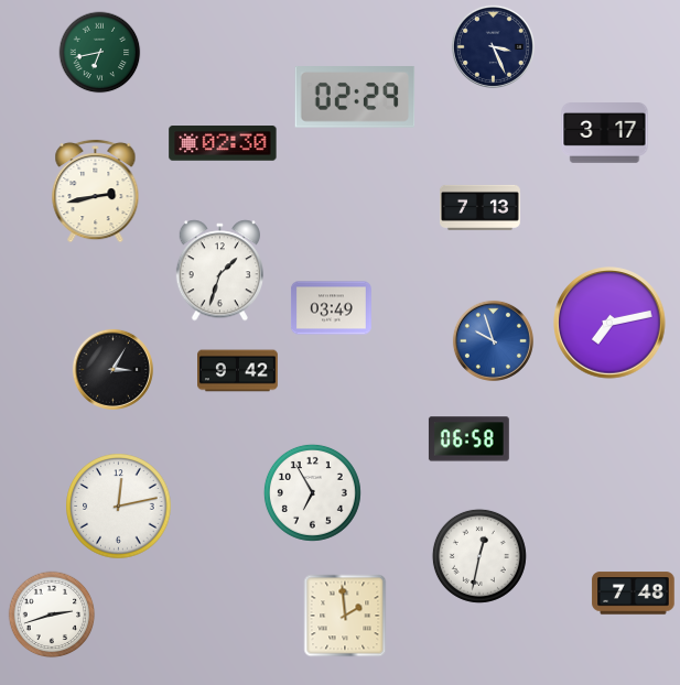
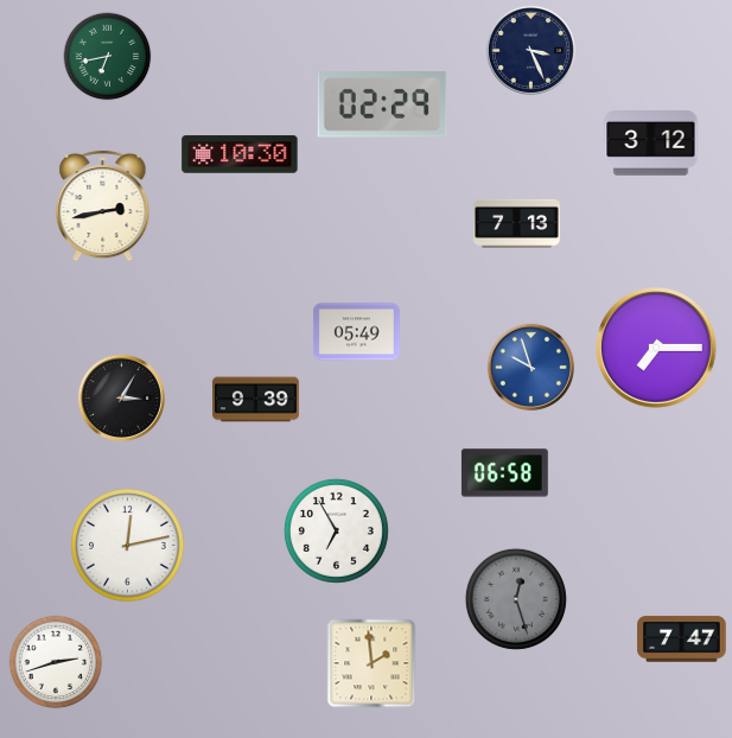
clock at (605, 133): 3:17 -> 3:12
clock at (223, 143): 02:30 -> 10:30
clock at (219, 271): 1:33 -> none
clock at (331, 308): 03:49 -> 05:49
clock at (609, 323): 7:13 -> 7:15
clock at (238, 371): 9:42 -> 9:39
clock at (479, 556): 12:32 -> 12:27
clock at (479, 556) dial: white -> grey
clock at (634, 594): 7:48 -> 7:47
